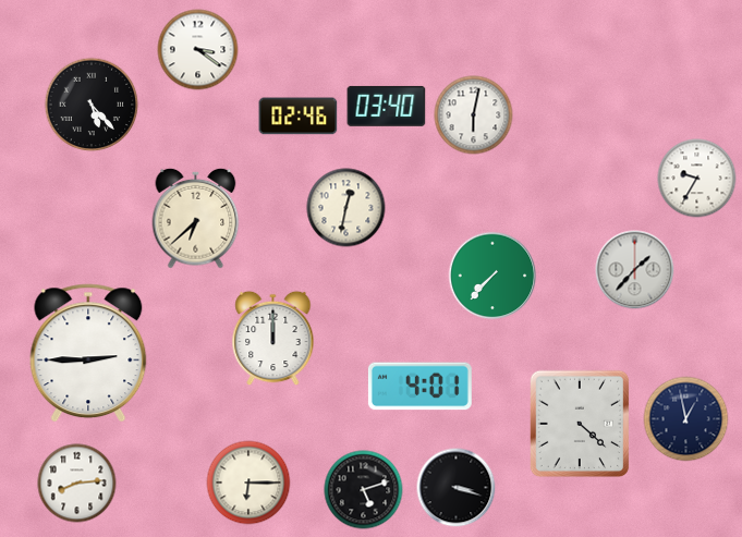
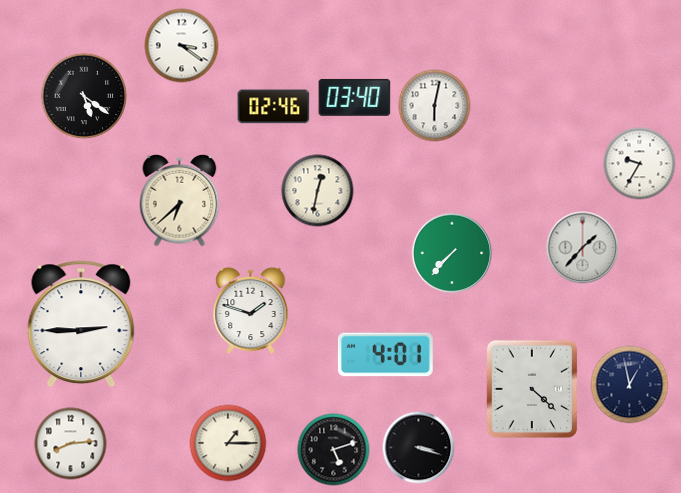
clock at (92, 105): 5:23 -> 5:21
clock at (273, 339): 12:00 -> 1:48
clock at (248, 483): 6:15 -> 1:15
